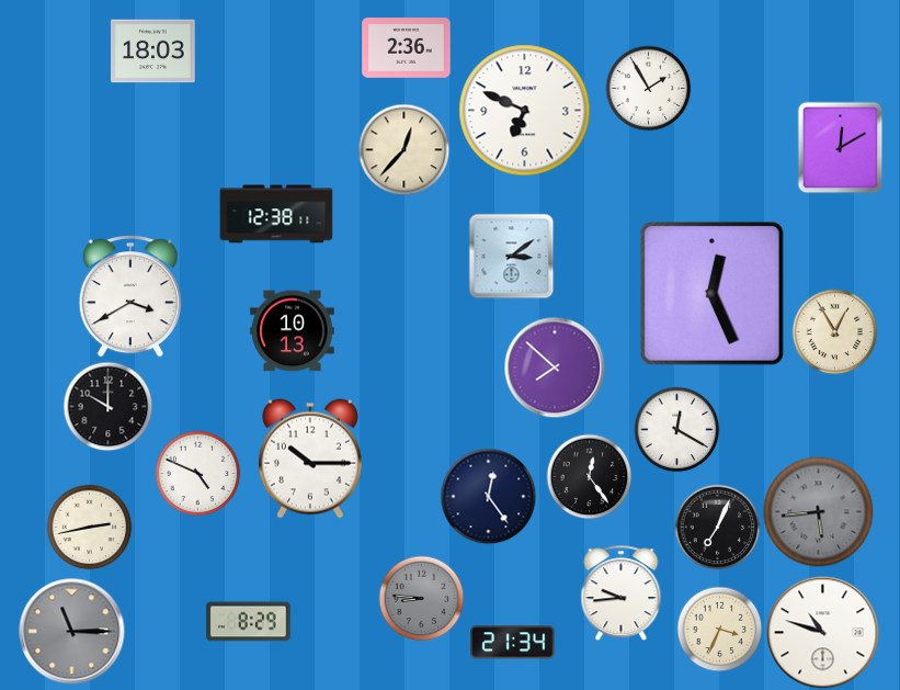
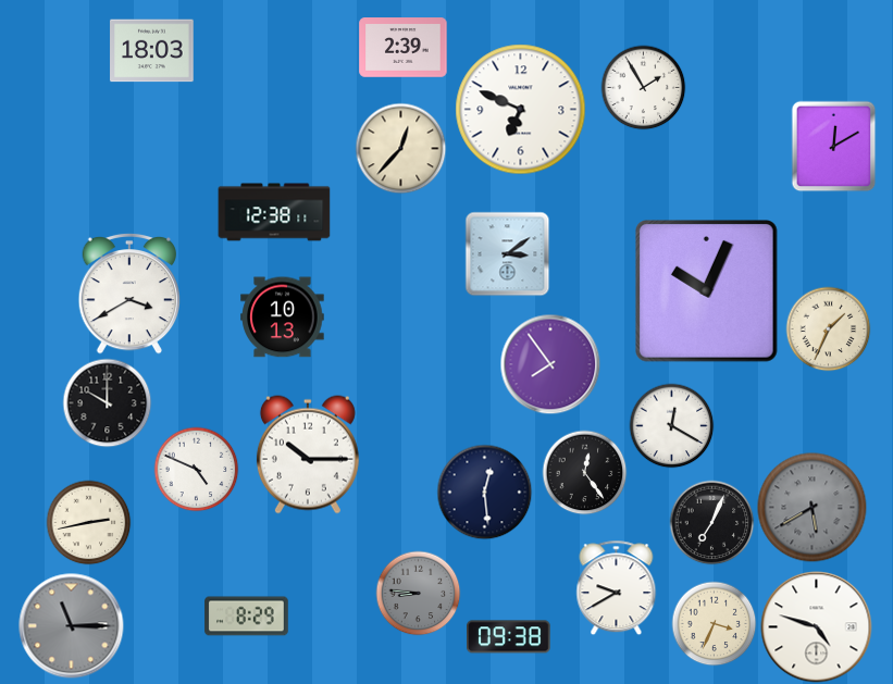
clock at (407, 48): 2:36 -> 2:39
clock at (713, 294): 12:26 -> 10:04
clock at (293, 331) position: (293, 331) -> (283, 318)
clock at (834, 331): 12:55 -> 1:34
clock at (555, 367): 7:52 -> 7:54
clock at (488, 496): 12:24 -> 12:29
clock at (819, 512): 5:44 -> 5:40
clock at (622, 592): 9:44 -> 9:40
clock at (823, 633): 10:48 -> 4:48
clock at (513, 643): 21:34 -> 09:38
